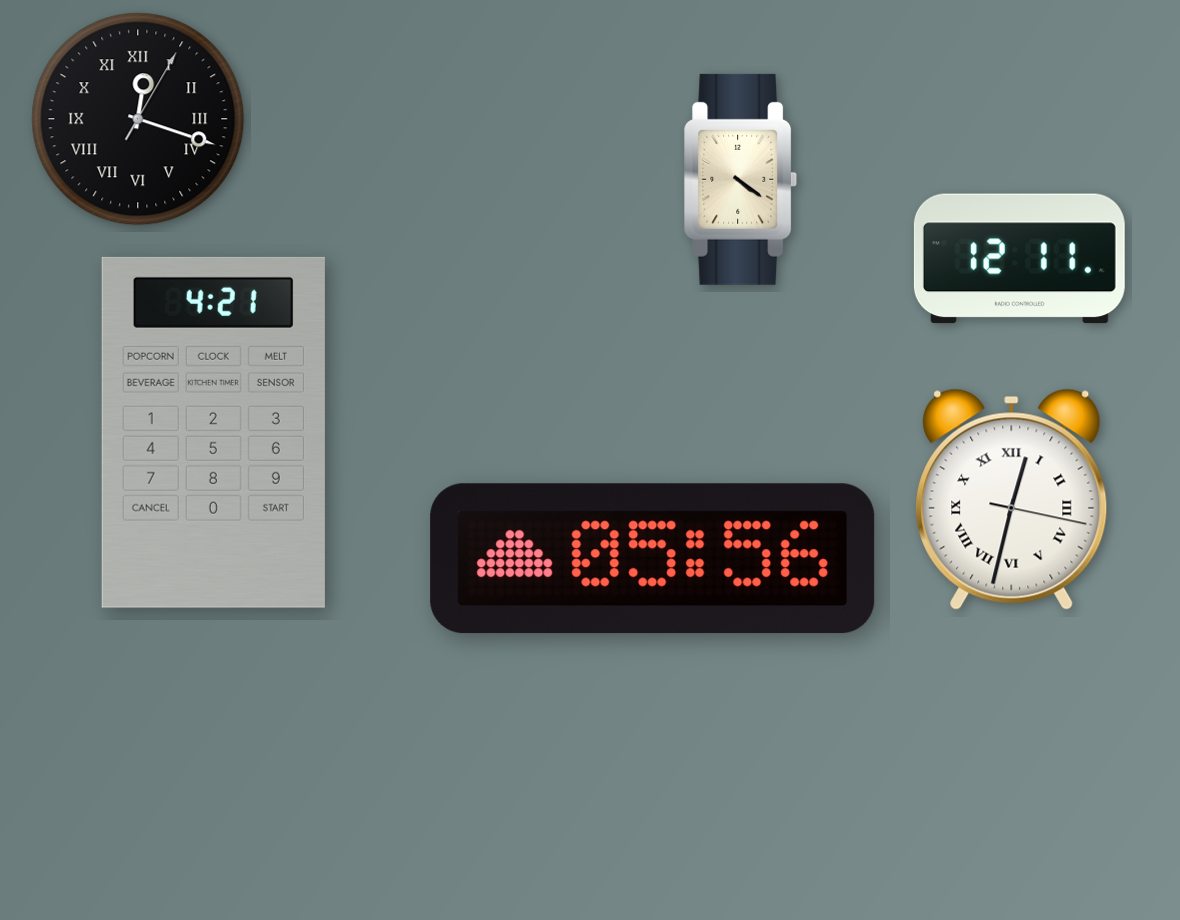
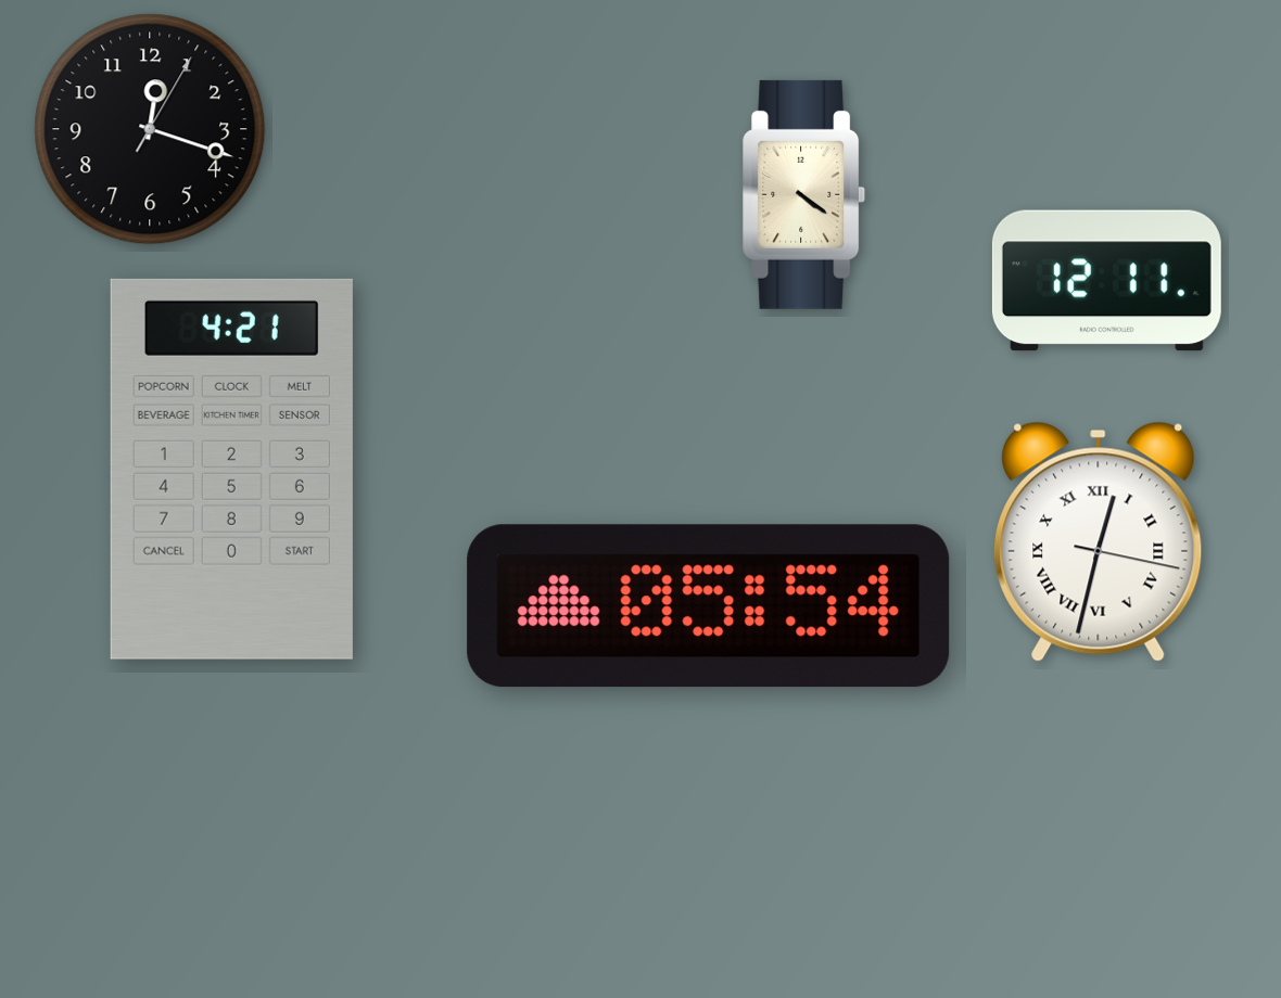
clock at (138, 119) numerals: Roman -> Arabic
clock at (653, 559): 05:56 -> 05:54
